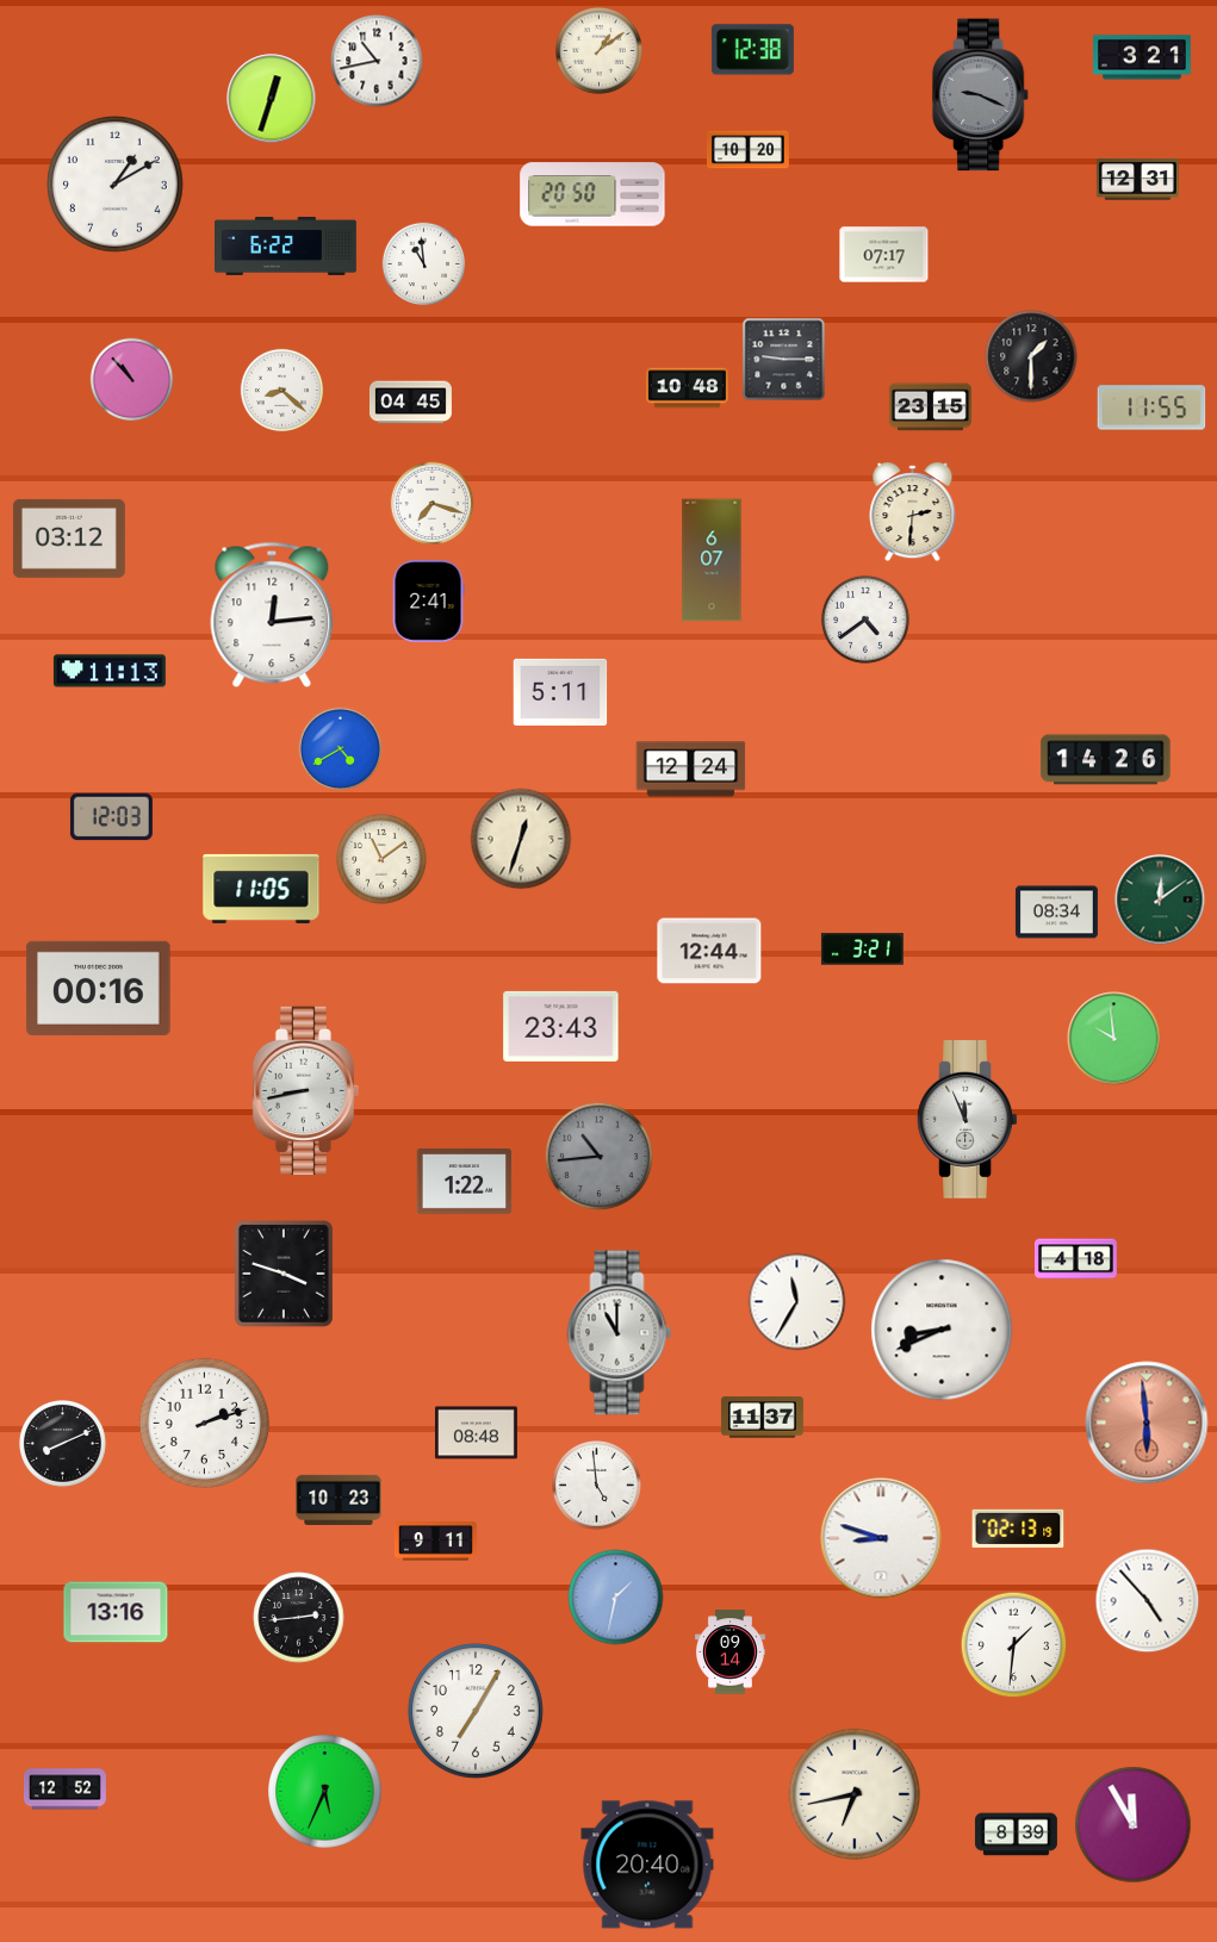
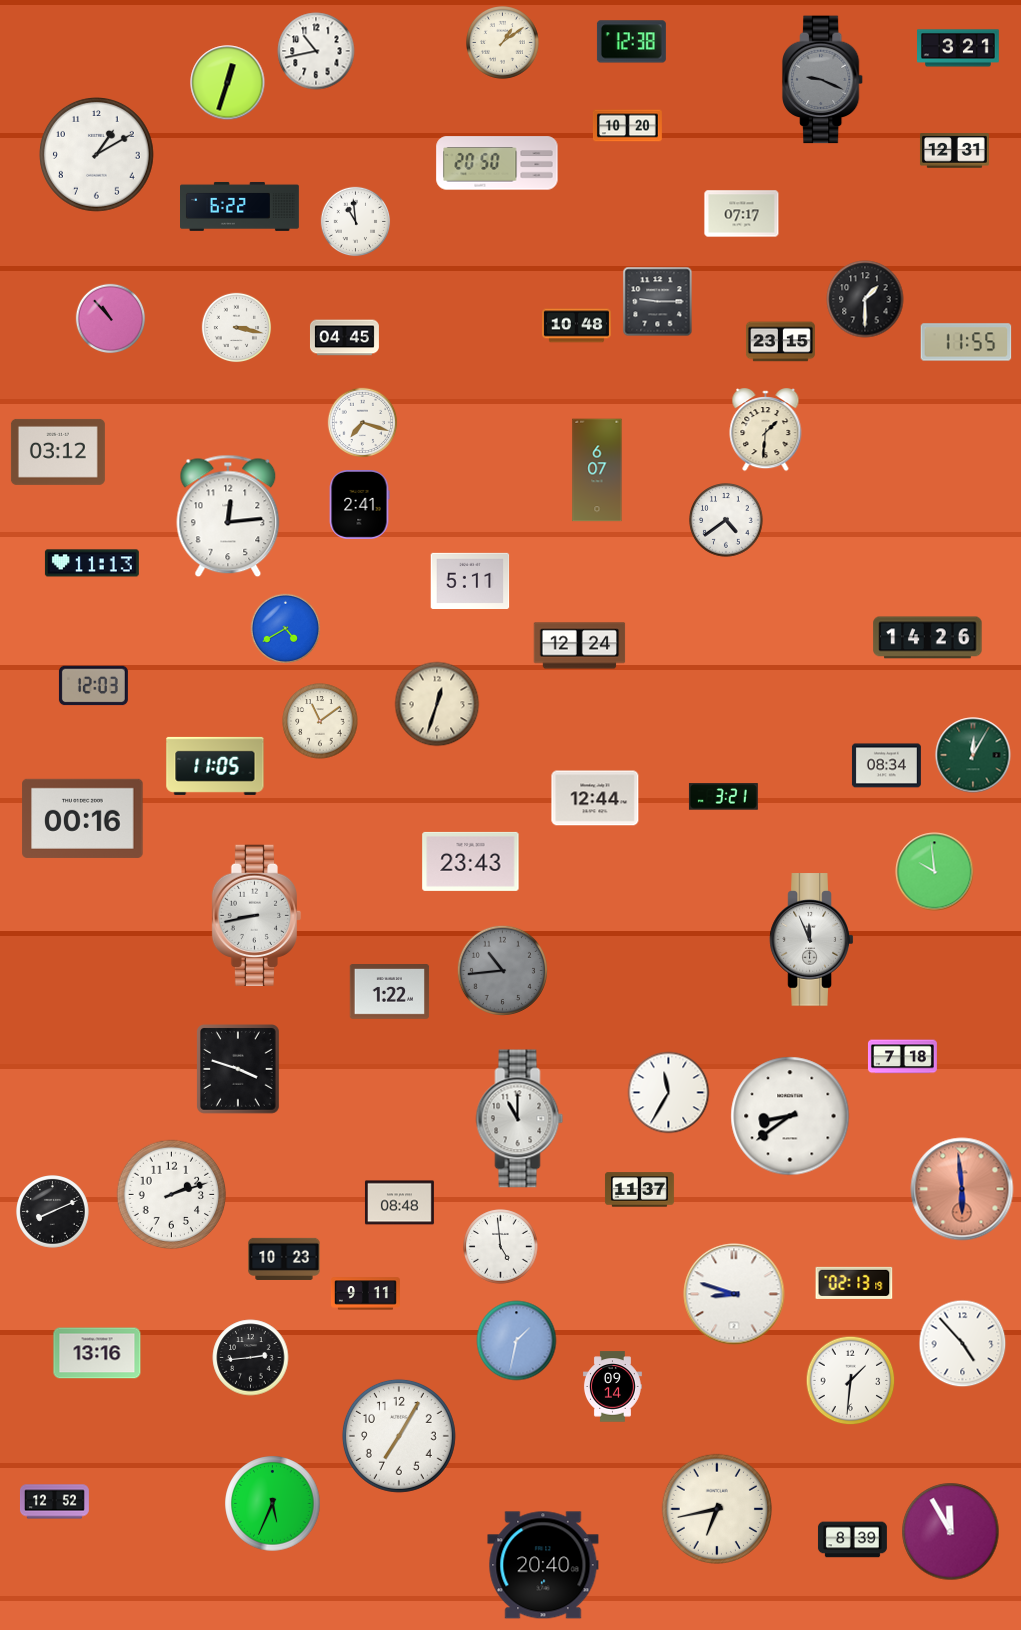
clock at (282, 391): 8:22 -> 3:17
clock at (913, 513): 2:31 -> 1:31
clock at (261, 889) position: (261, 889) -> (215, 766)
clock at (1160, 900): 12:09 -> 12:05
clock at (99, 988) position: (99, 988) -> (83, 818)
clock at (1075, 1259): 4:18 -> 7:18
clock at (942, 1330): 8:41 -> 8:39
clock at (1147, 1423) position: (1147, 1423) -> (962, 1189)
clock at (881, 1538) position: (881, 1538) -> (734, 1294)
clock at (855, 1794) position: (855, 1794) -> (717, 1509)
